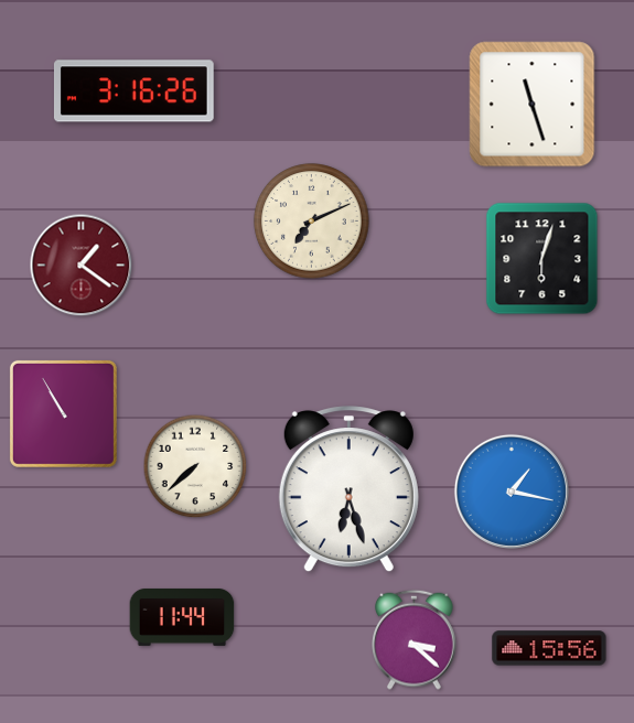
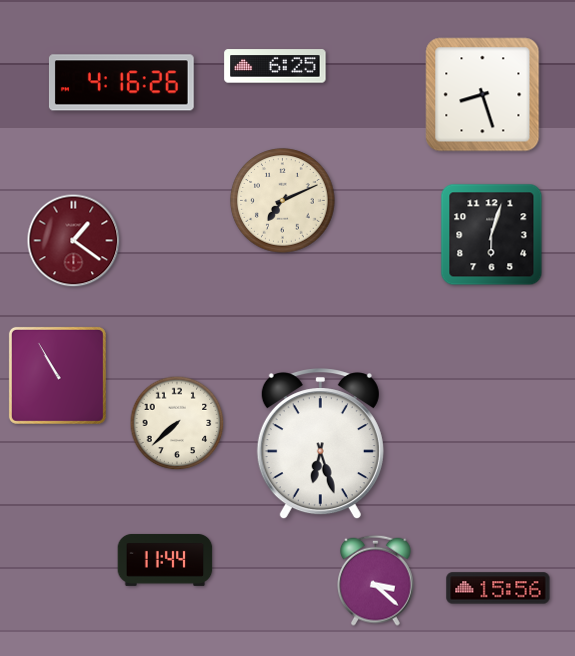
clock at (275, 66): none -> 6:25
clock at (133, 91): 3:16 -> 4:16
clock at (533, 105): 11:27 -> 8:27
clock at (348, 489) position: (348, 489) -> (320, 444)
clock at (512, 492): 1:17 -> none
